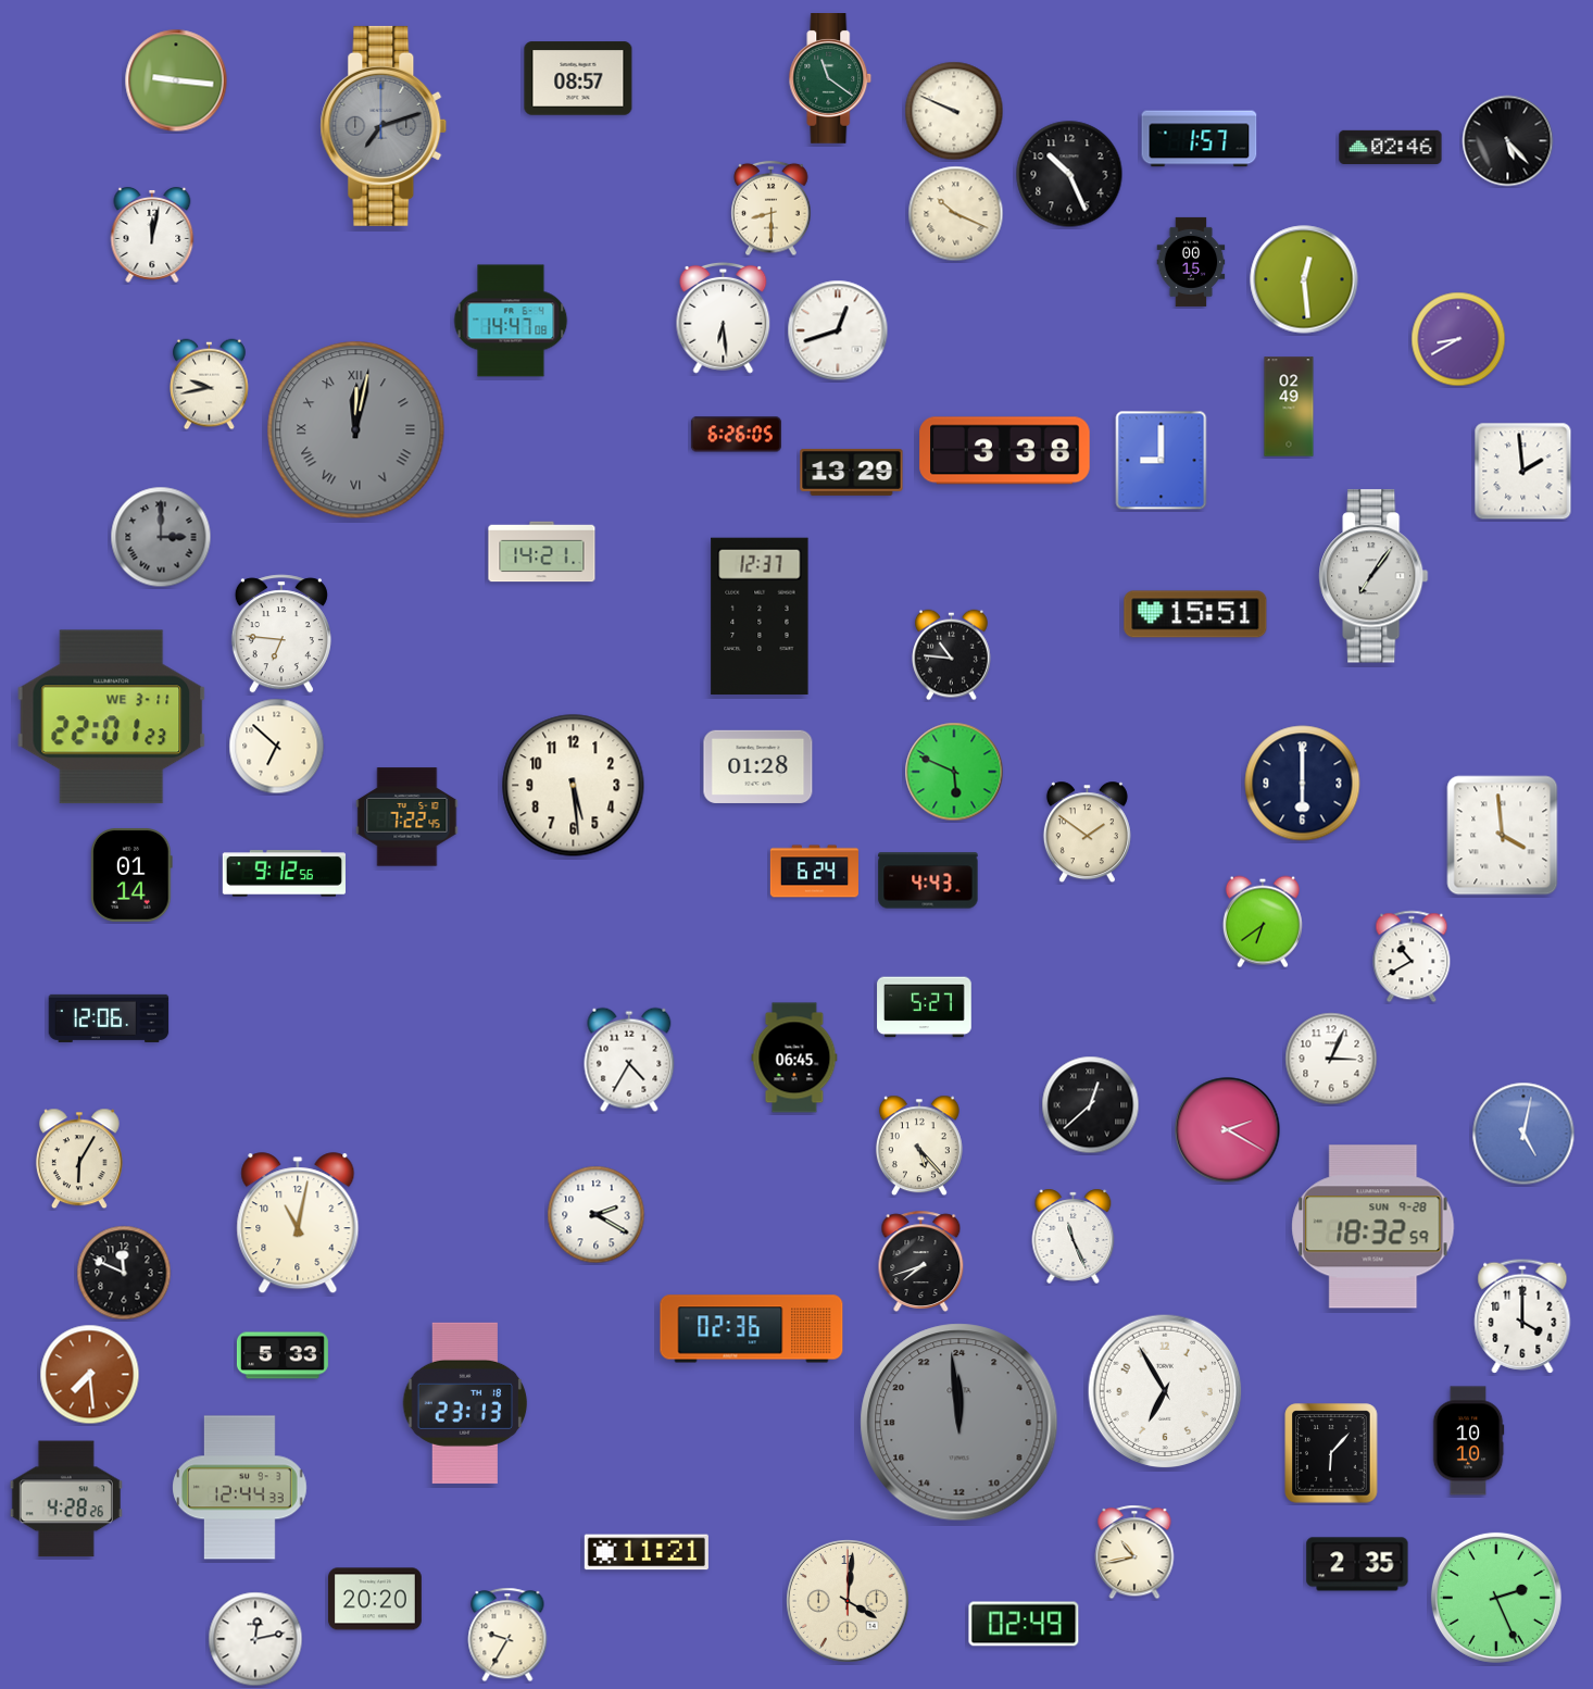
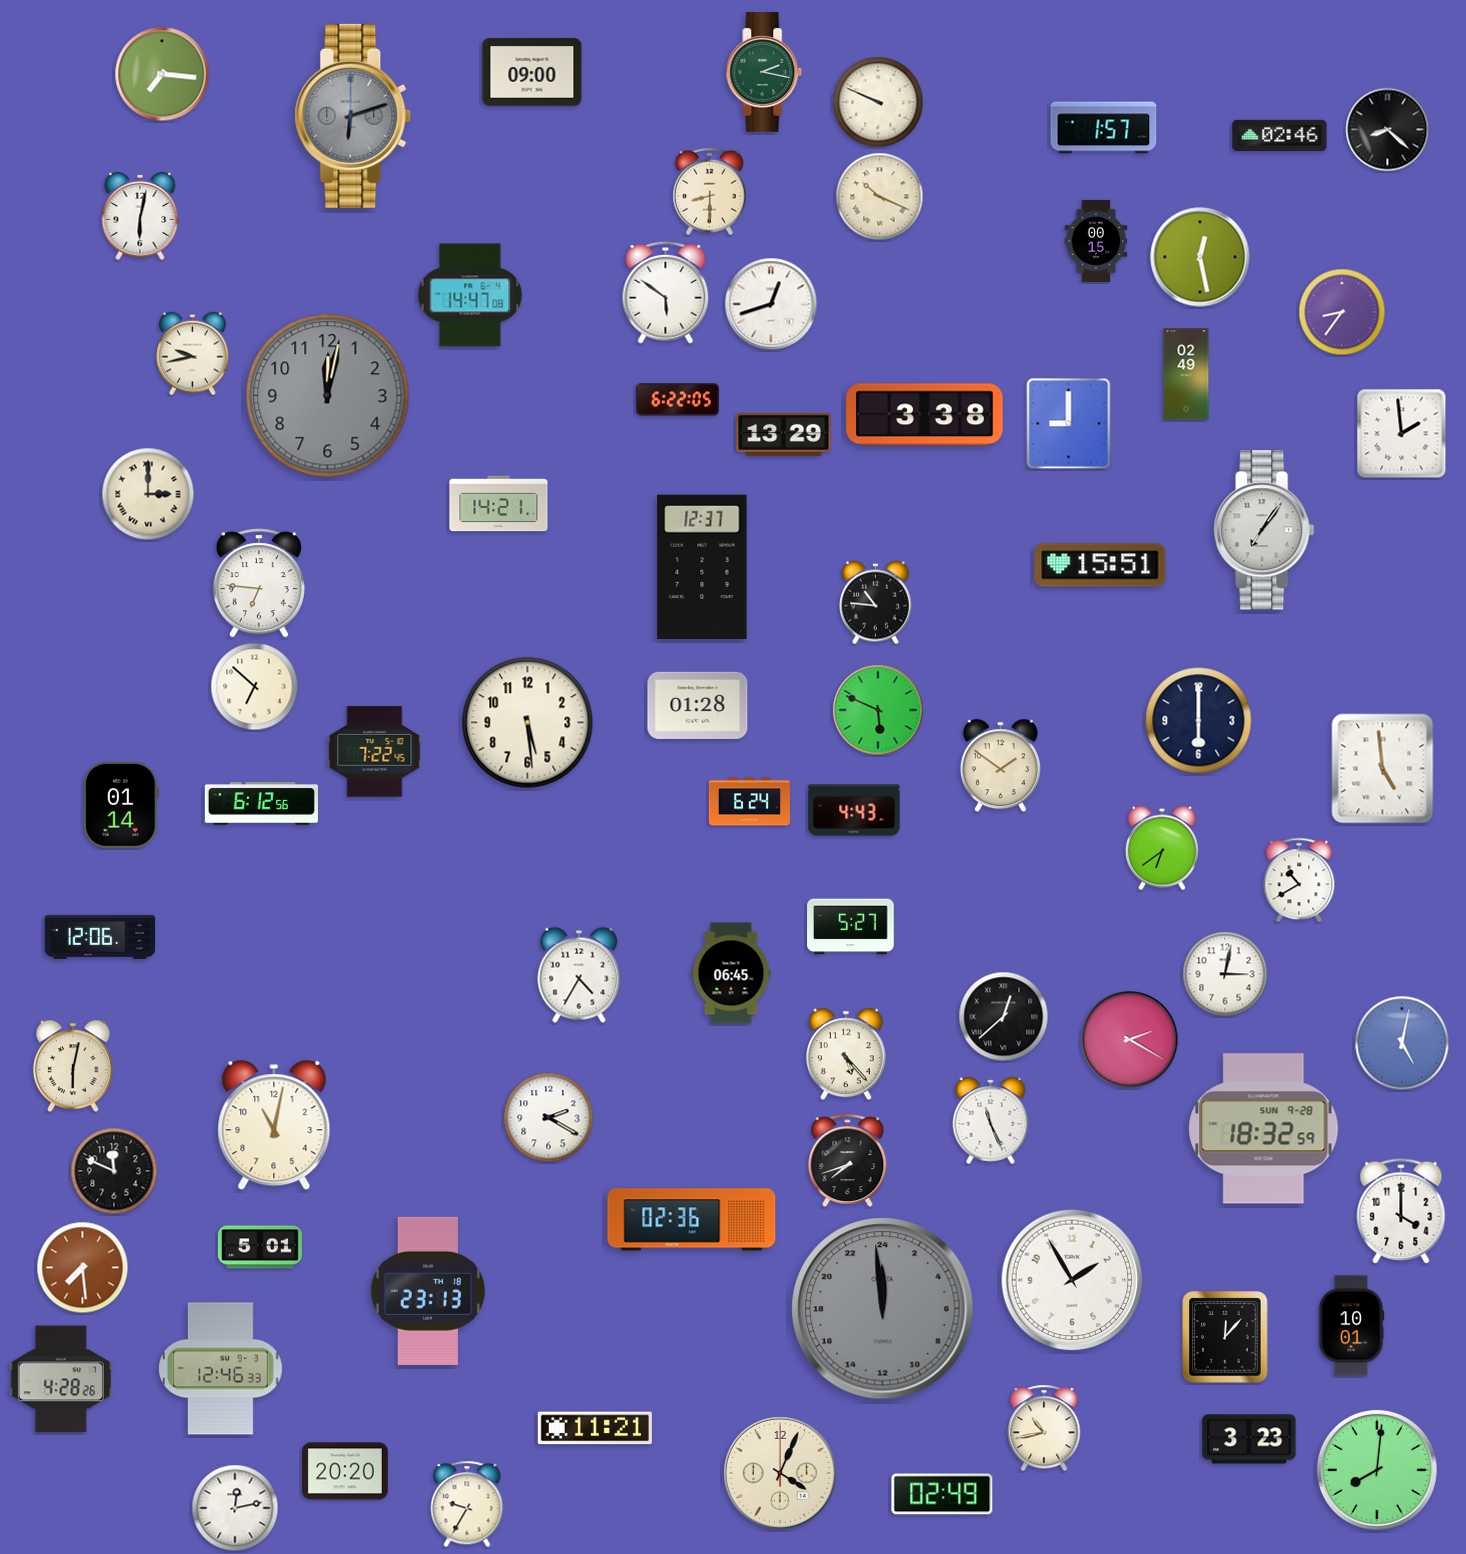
clock at (578, 78): 08:57 -> 09:00
clock at (830, 79): 11:21 -> 2:17
clock at (176, 80): 9:16 -> 7:16
clock at (384, 126): 7:12 -> 6:12
clock at (1508, 141): 5:23 -> 8:22
clock at (1069, 174): 10:26 -> none
clock at (152, 235): 12:02 -> 6:02
clock at (1304, 279): 12:29 -> 12:28
clock at (724, 317): 6:29 -> 5:51
clock at (1458, 339): 8:40 -> 8:36
clock at (356, 430) numerals: Roman -> Arabic
clock at (736, 435): 6:26 -> 6:22
clock at (161, 537) dial: grey -> cream
clock at (542, 552) position: (542, 552) -> (499, 504)
clock at (760, 615) position: (760, 615) -> (702, 566)
clock at (112, 717): 22:01 -> none
clock at (1503, 836): 3:59 -> 4:59
clock at (284, 874): 9:12 -> 6:12
clock at (1331, 1059): 3:04 -> 3:02
clock at (79, 1159): 6:05 -> 6:02
clock at (1074, 1236) position: (1074, 1236) -> (991, 1120)
clock at (752, 1329) position: (752, 1329) -> (692, 1220)
clock at (283, 1355): 5:33 -> 5:01
clock at (90, 1375) position: (90, 1375) -> (83, 1268)
clock at (1165, 1391): 6:55 -> 1:55
clock at (1468, 1441): 10:10 -> 10:01
clock at (1331, 1453): 6:07 -> 12:07
clock at (240, 1488): 12:44 -> 12:46
clock at (1357, 1564): 2:35 -> 3:23
clock at (1496, 1598): 2:26 -> 8:01
clock at (849, 1602): 4:01 -> 4:04
